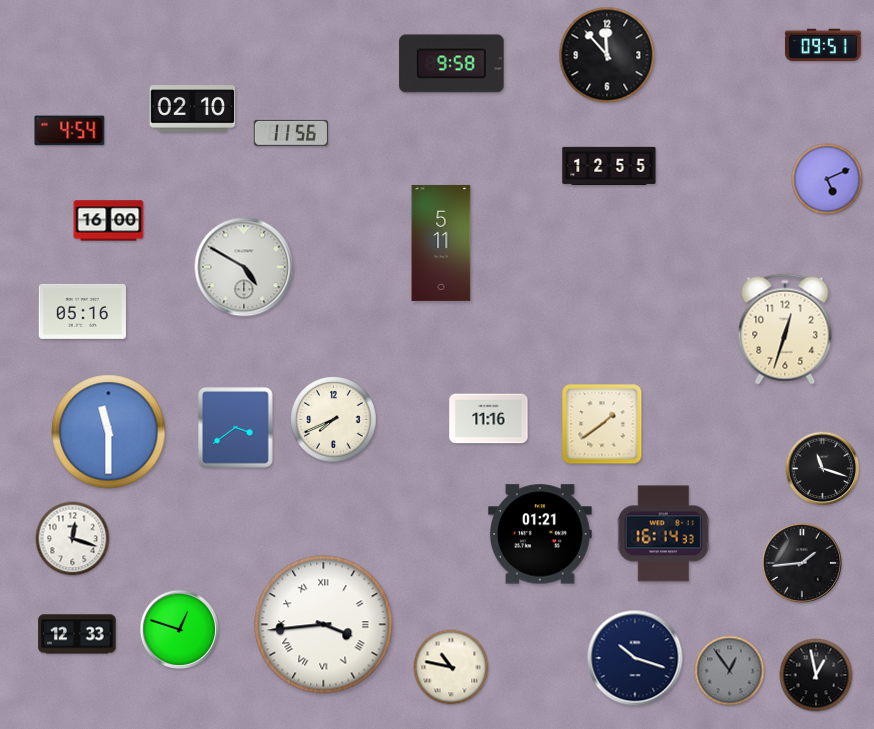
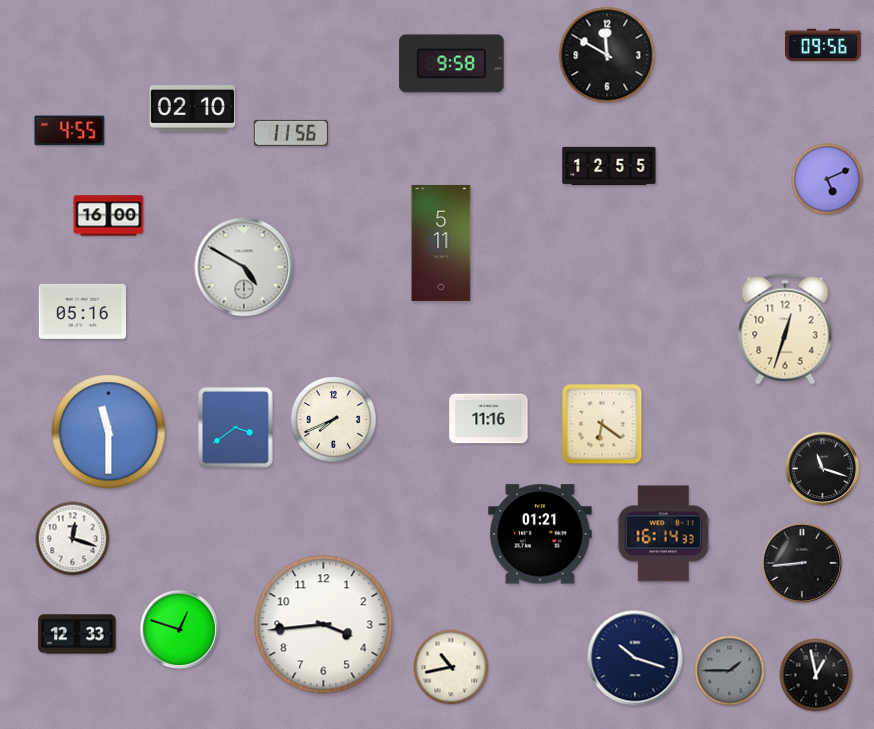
clock at (823, 45): 09:51 -> 09:56
clock at (607, 55): 11:53 -> 11:50
clock at (70, 131): 4:54 -> 4:55
clock at (109, 221) position: (109, 221) -> (109, 216)
clock at (602, 424): 1:39 -> 6:21
clock at (802, 563): 1:44 -> 8:44
clock at (324, 625) numerals: Roman -> Arabic
clock at (451, 667): 10:47 -> 10:43
clock at (730, 671): 12:54 -> 1:45
